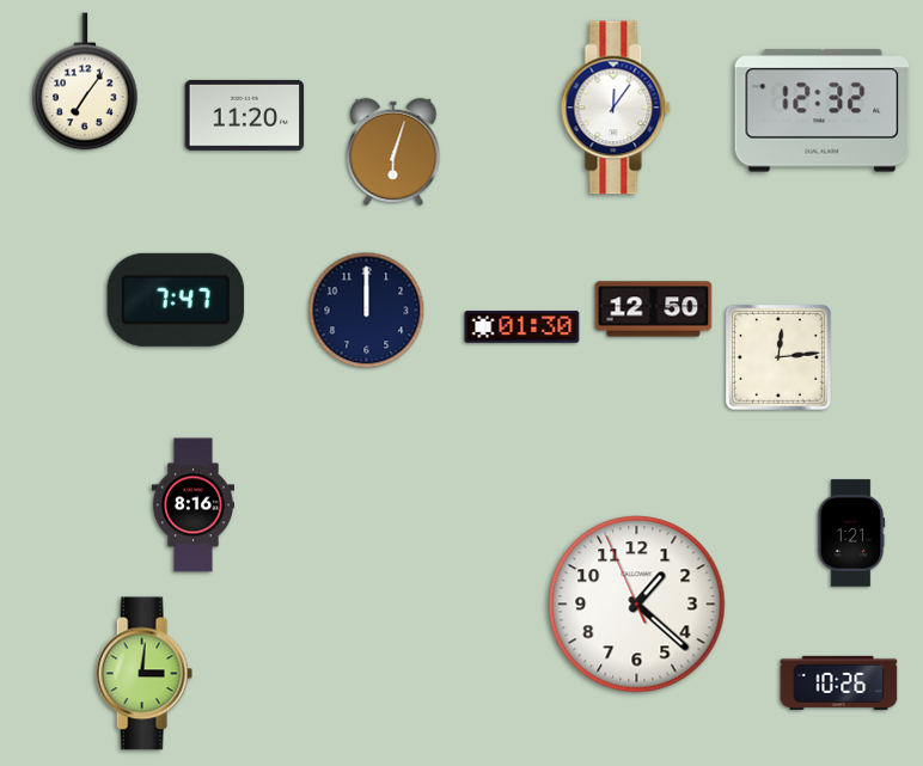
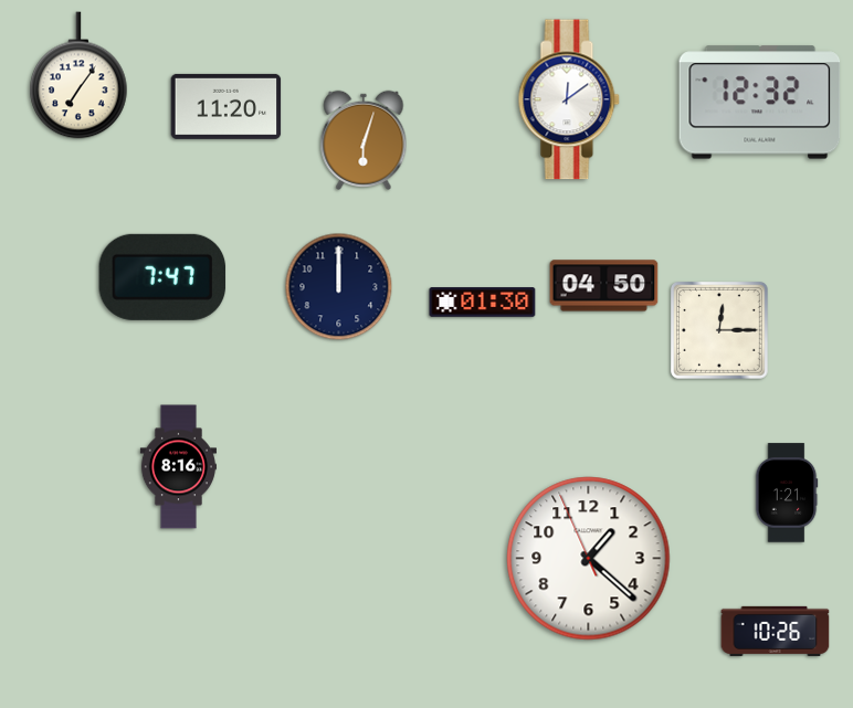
clock at (616, 108): 12:06 -> 12:09
clock at (654, 310): 12:50 -> 04:50
clock at (780, 359): 12:14 -> 12:15
clock at (143, 674): 3:01 -> none
